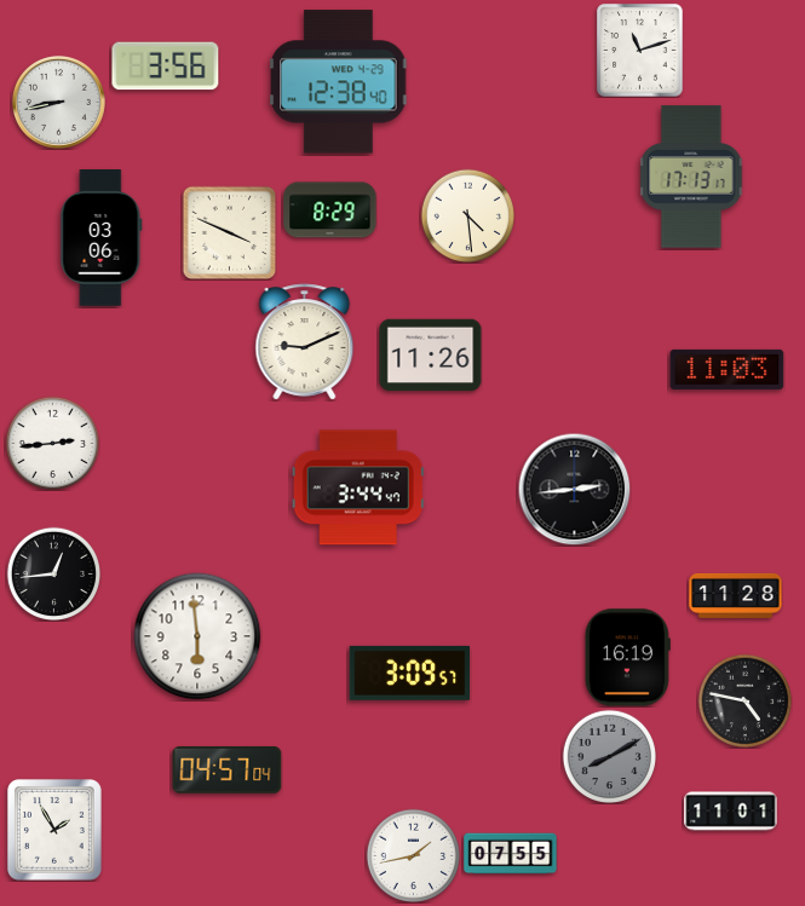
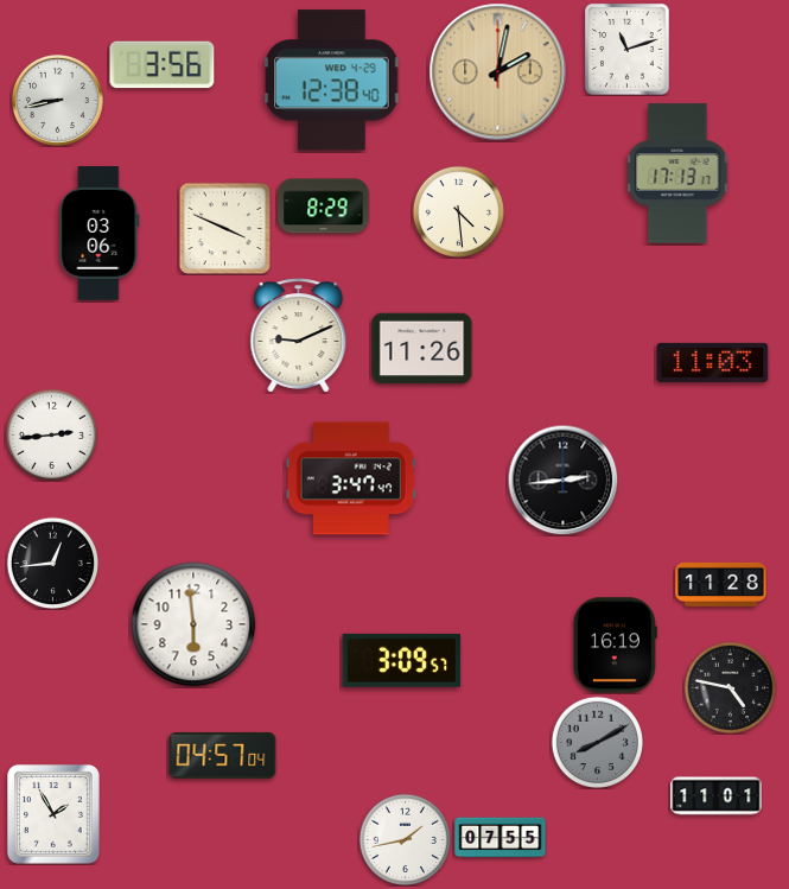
clock at (498, 72): none -> 2:02
clock at (358, 487): 3:44 -> 3:47
